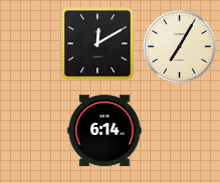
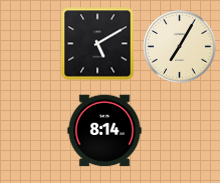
clock at (98, 44): 12:10 -> 5:10
clock at (105, 131): 6:14 -> 8:14
